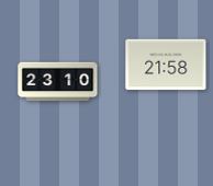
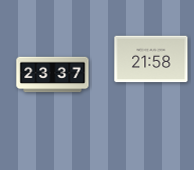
clock at (58, 82): 23:10 -> 23:37
